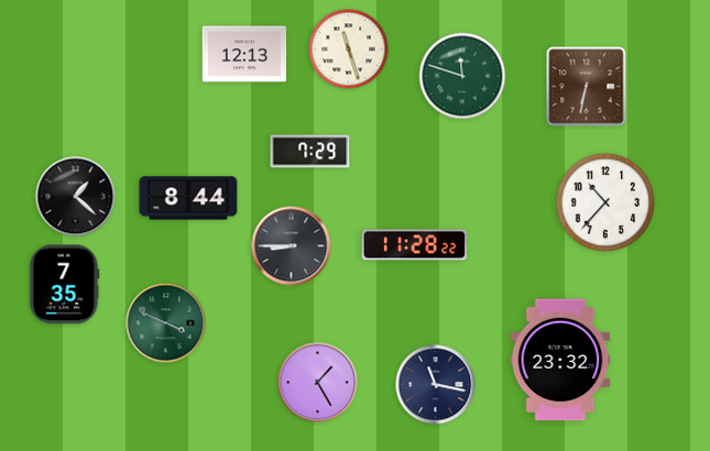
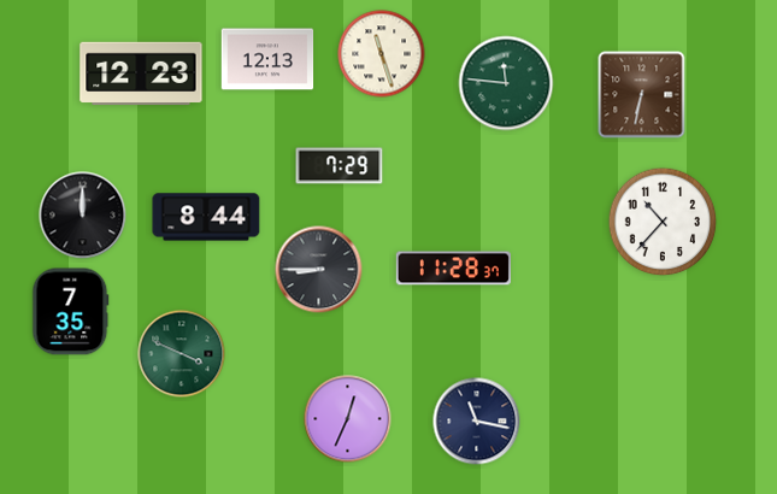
clock at (141, 73): none -> 12:23
clock at (462, 76): 11:48 -> 11:46
clock at (76, 197): 1:22 -> 12:00
clock at (414, 245): 11:28:22 -> 11:28:37
clock at (560, 360): 23:32 -> none
clock at (318, 383): 1:25 -> 12:34
